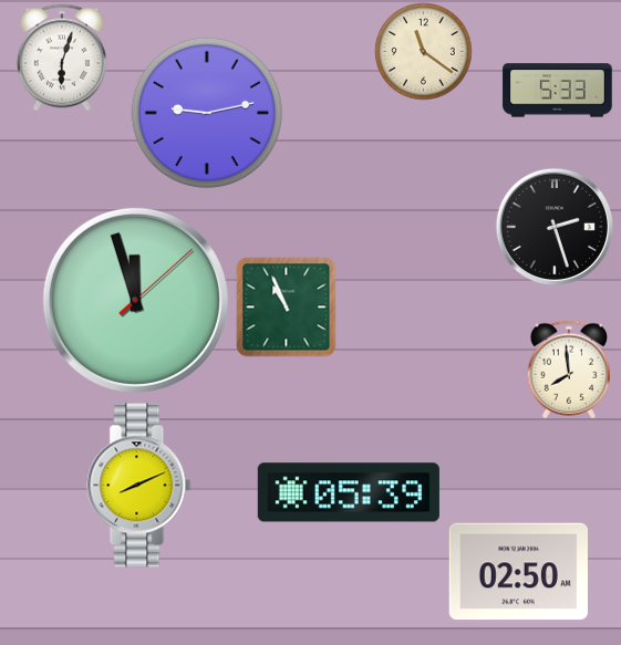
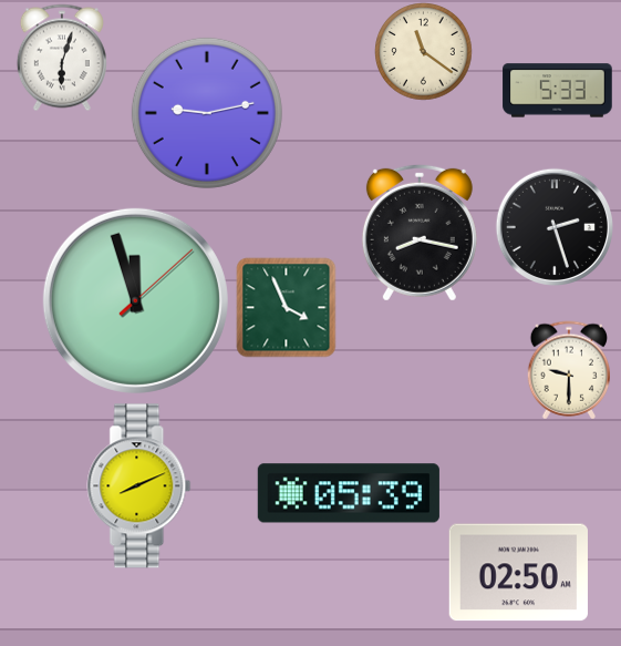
clock at (420, 233): none -> 8:17
clock at (287, 308): 10:56 -> 3:56
clock at (569, 370): 7:59 -> 9:30
